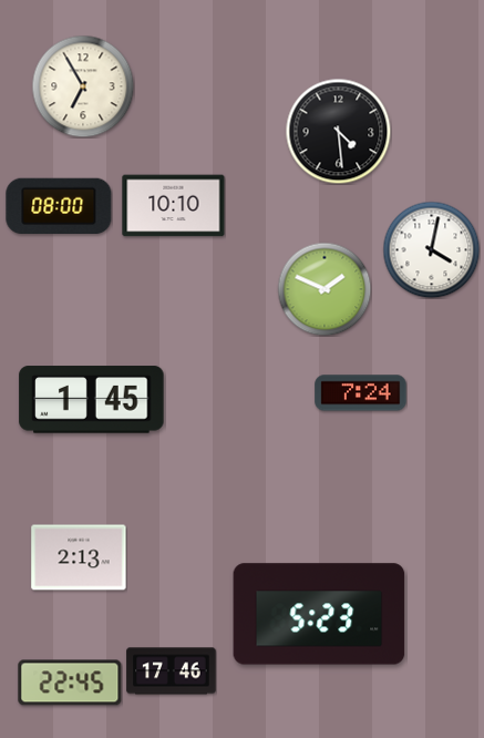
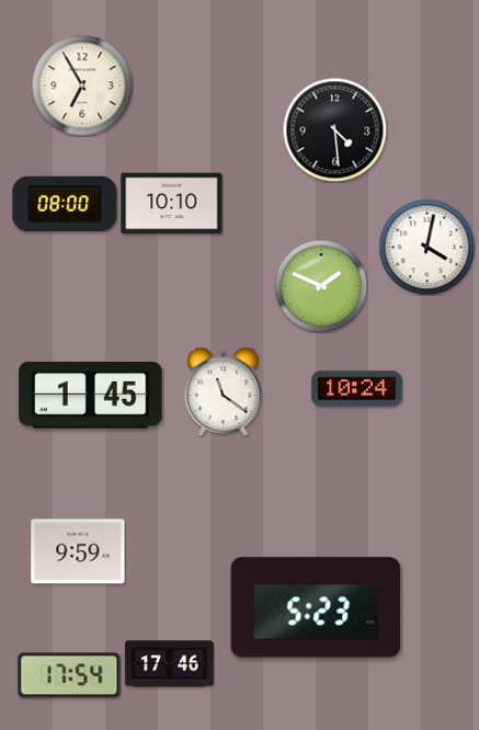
clock at (59, 205) position: (59, 205) -> (65, 203)
clock at (361, 393): 7:24 -> 10:24
clock at (224, 391): none -> 11:21
clock at (79, 557): 2:13 -> 9:59
clock at (70, 683): 22:45 -> 17:54
